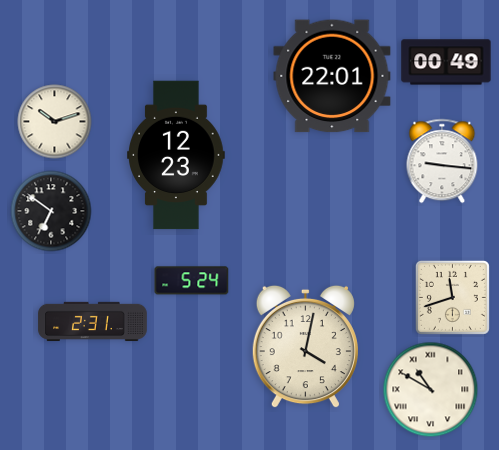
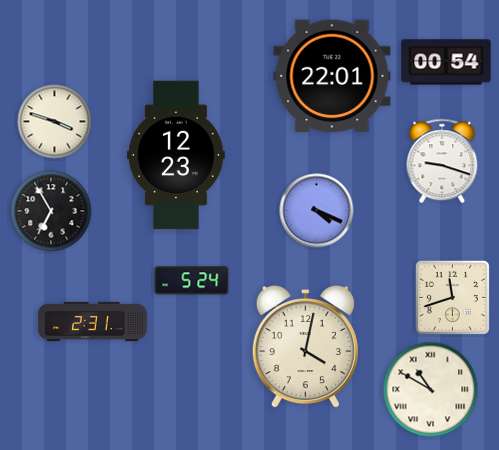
clock at (446, 62): 00:49 -> 00:54
clock at (55, 122): 10:12 -> 3:48
clock at (442, 161): 9:16 -> 9:18
clock at (51, 211): 6:51 -> 6:55
clock at (317, 211): none -> 4:19
